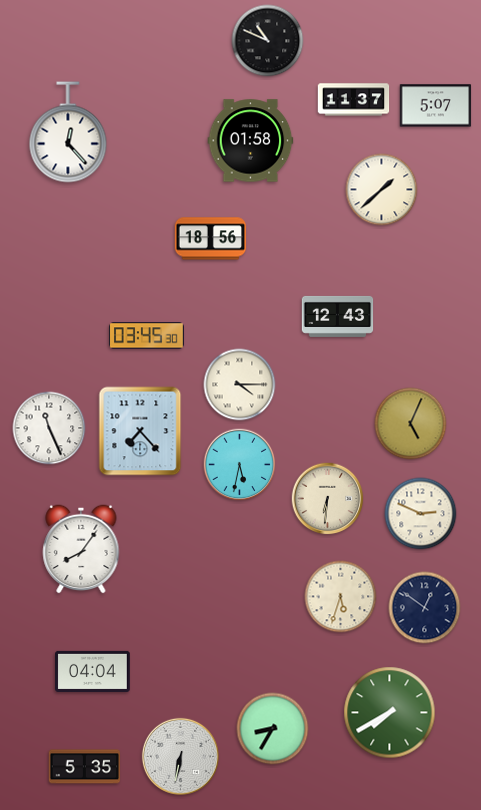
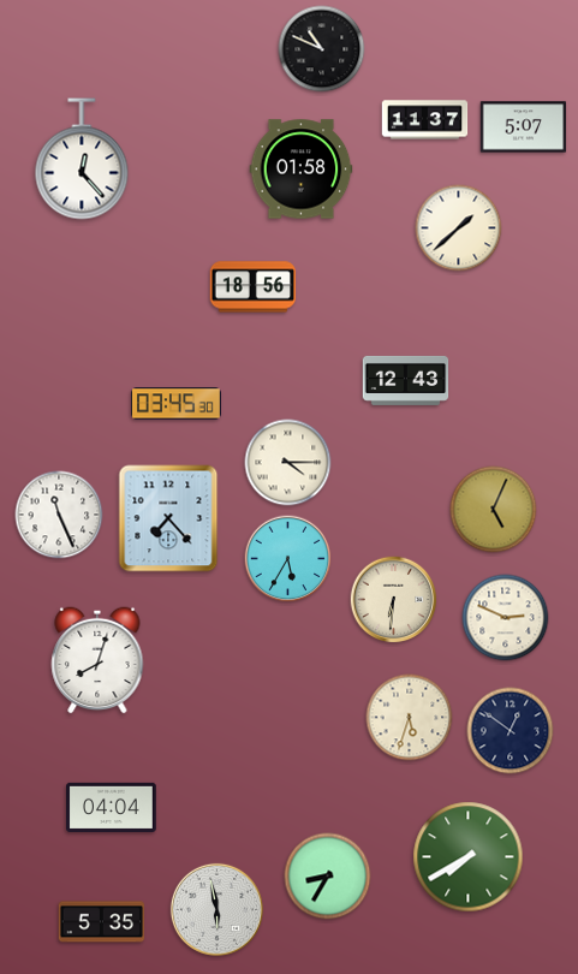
clock at (240, 465): 5:32 -> 5:35
clock at (81, 549): 8:06 -> 8:03
clock at (180, 756): 6:32 -> 5:58
